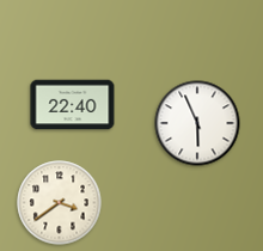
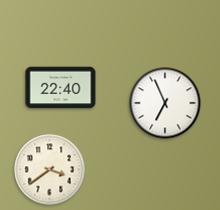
clock at (197, 123): 5:56 -> 6:56
